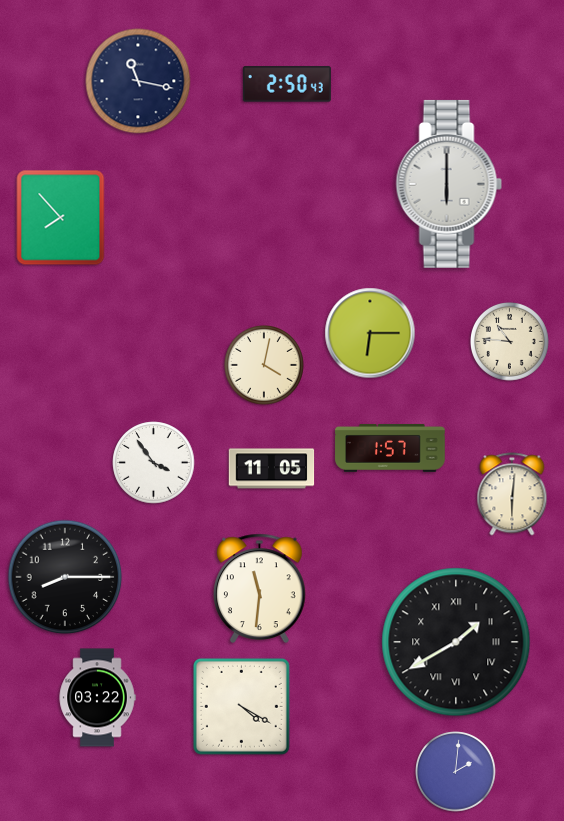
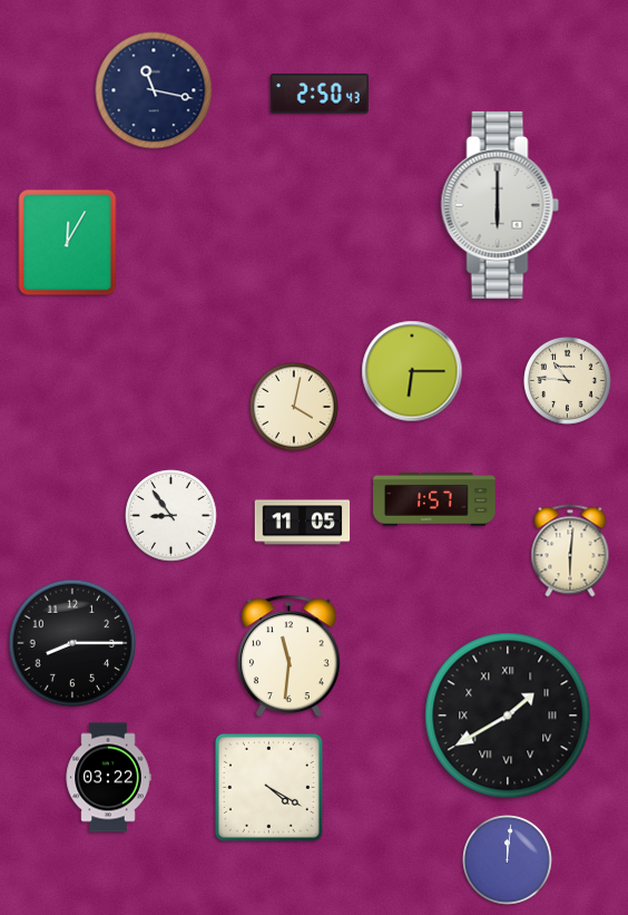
clock at (61, 218): 7:53 -> 12:05
clock at (154, 463): 3:54 -> 8:54
clock at (456, 772): 2:01 -> 12:01
